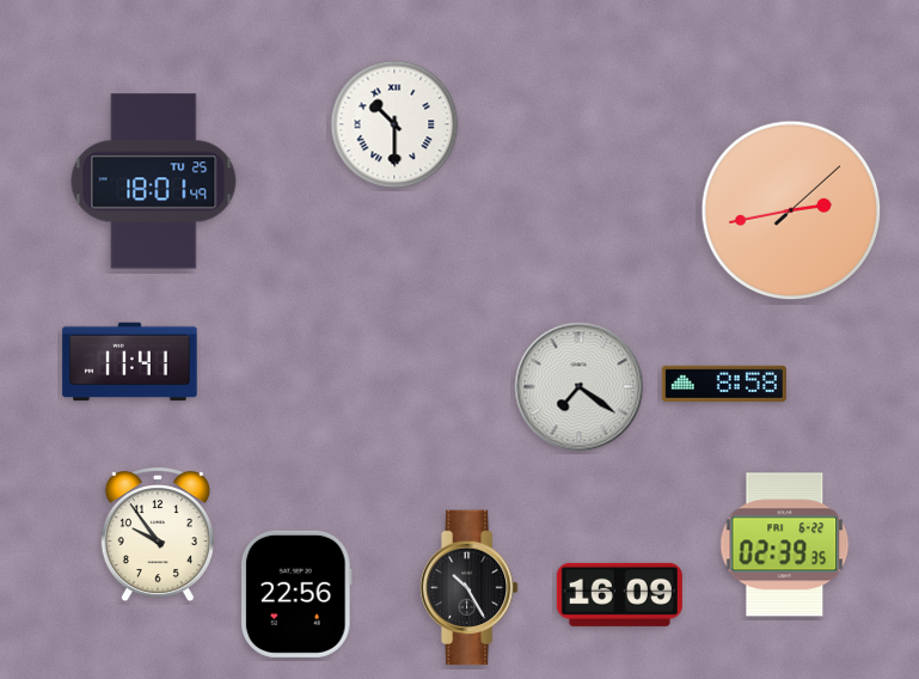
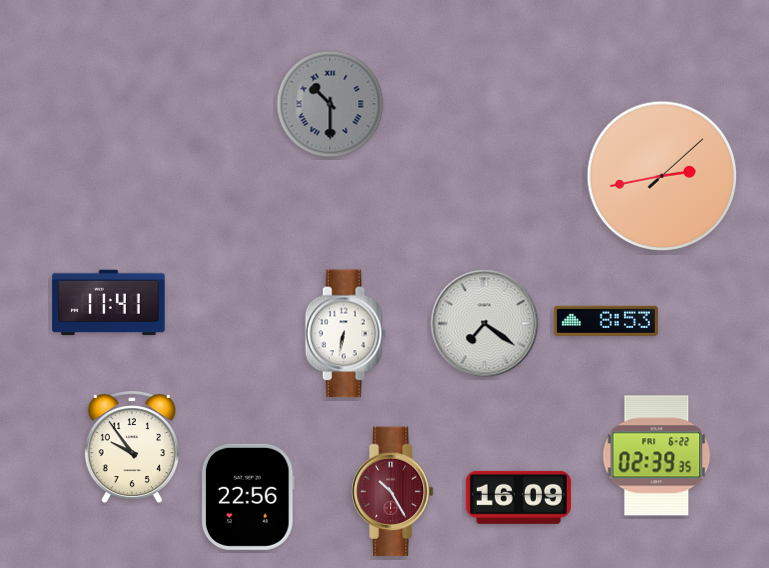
clock at (394, 124) dial: white -> grey
clock at (154, 182): 18:01 -> none
clock at (724, 384): 8:58 -> 8:53
clock at (345, 334): none -> 6:32
clock at (468, 588) dial: black -> burgundy
